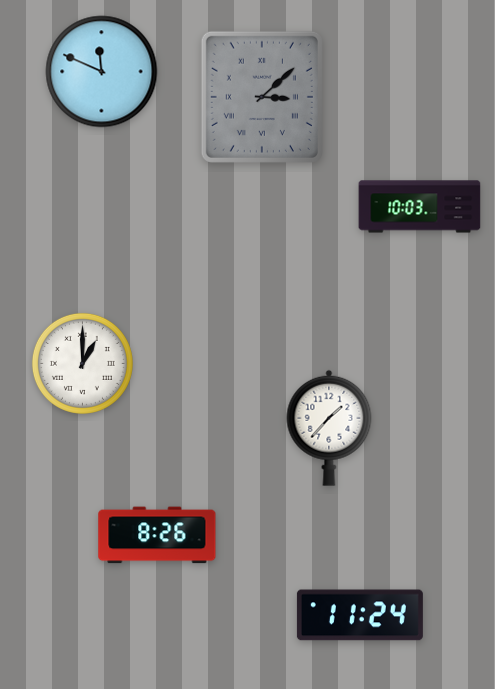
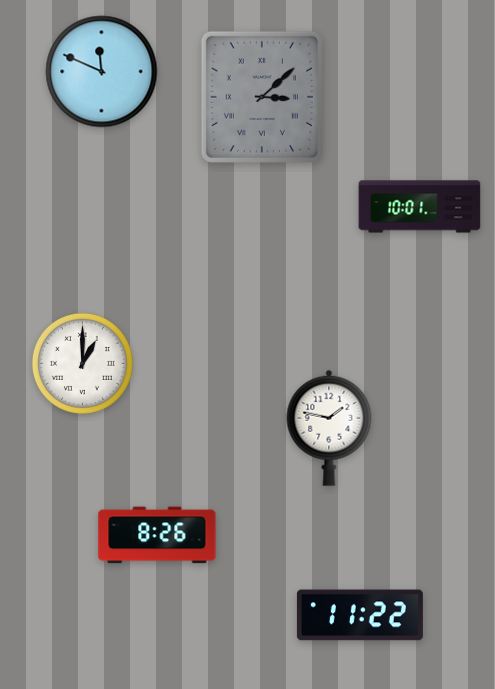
clock at (420, 207): 10:03 -> 10:01
clock at (329, 428): 1:37 -> 1:47
clock at (360, 615): 11:24 -> 11:22
